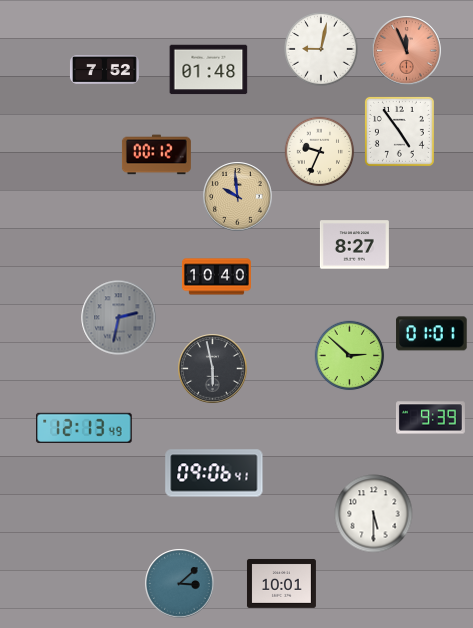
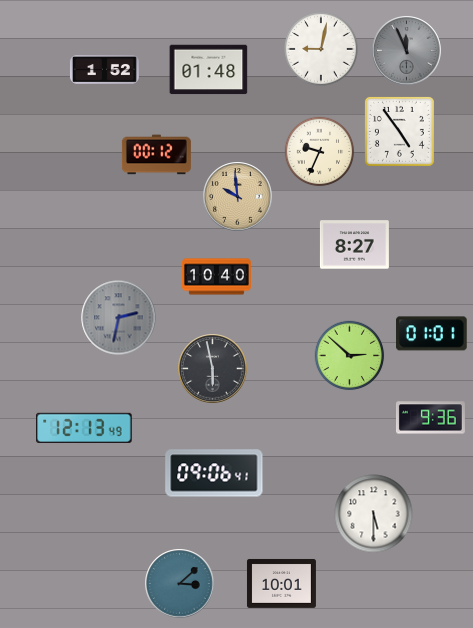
clock at (407, 51) dial: salmon -> grey
clock at (104, 70): 7:52 -> 1:52
clock at (430, 418): 9:39 -> 9:36
